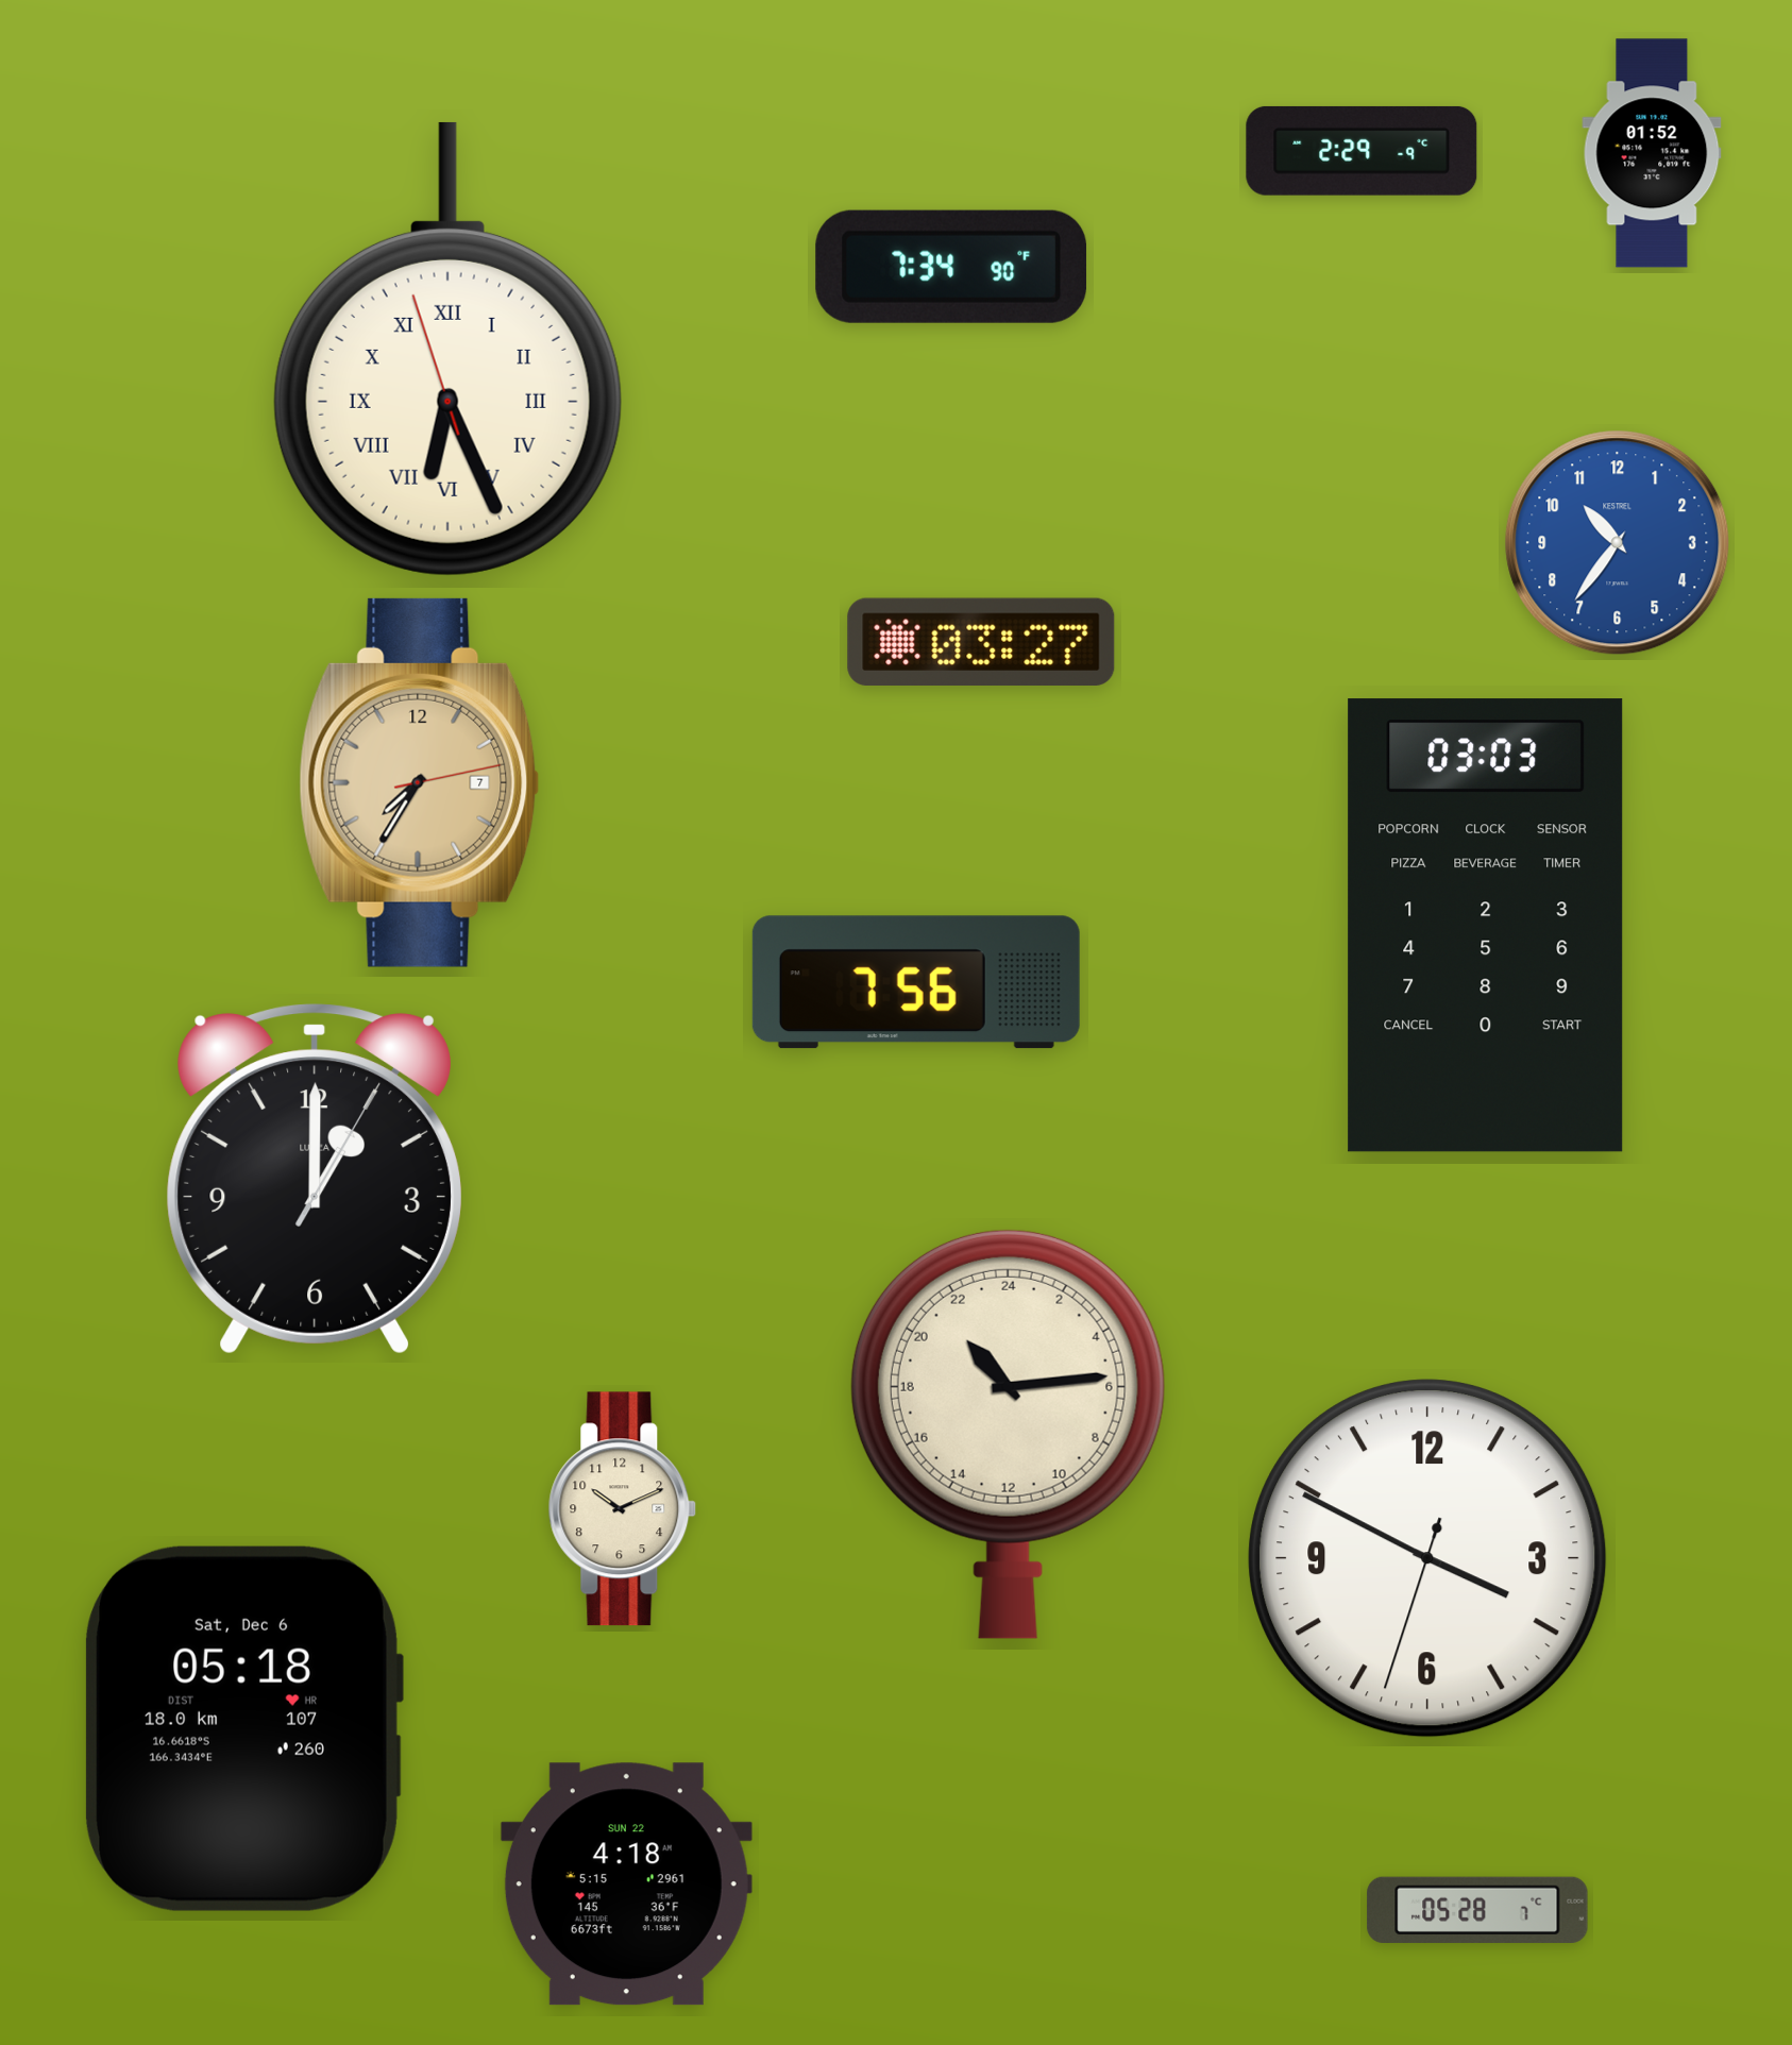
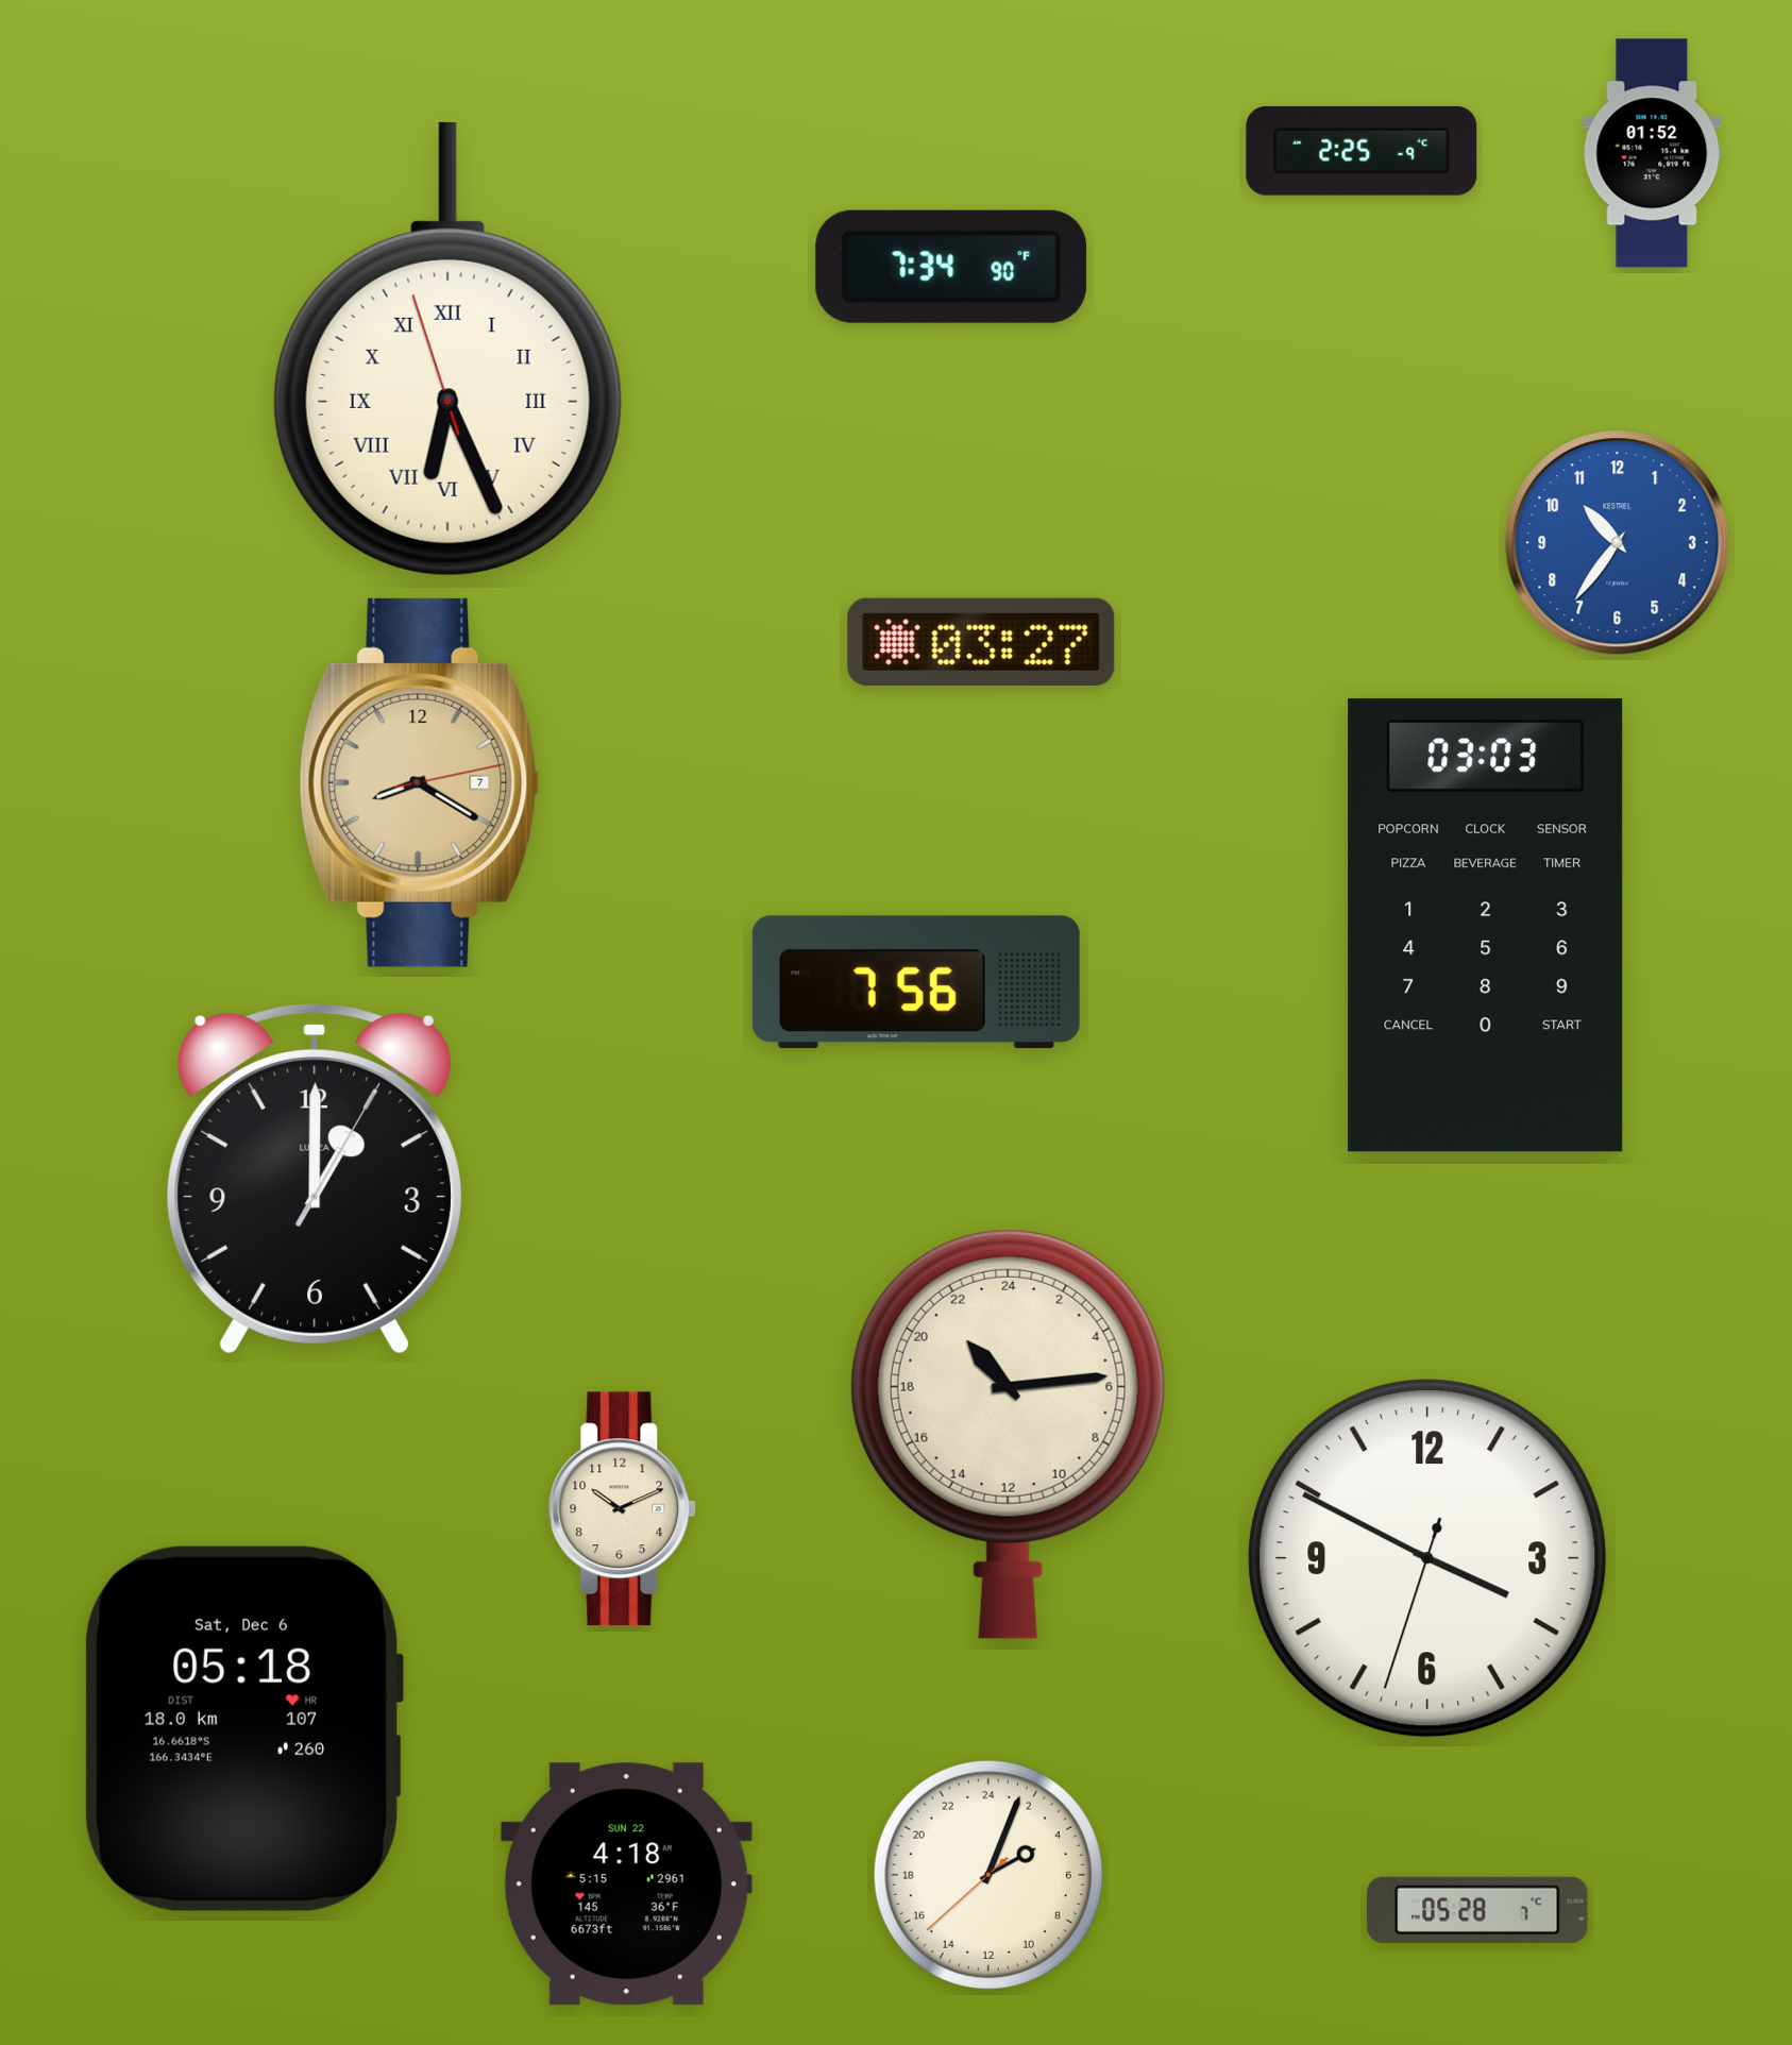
clock at (1362, 151): 2:29 -> 2:25
clock at (420, 782): 7:35 -> 8:20
clock at (988, 1875): none -> 4:03
